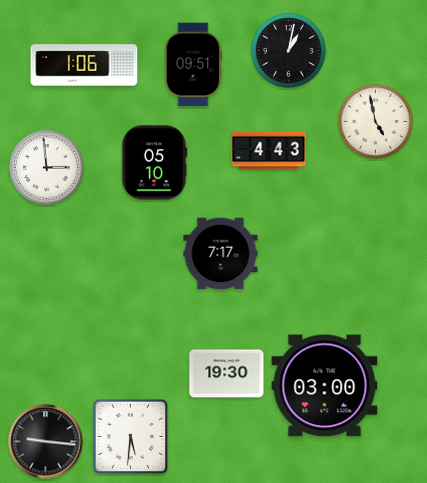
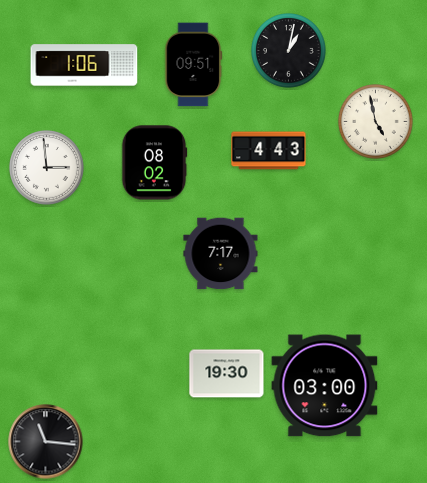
clock at (154, 163): 05:10 -> 08:02
clock at (131, 437): 5:31 -> none
clock at (46, 442): 9:16 -> 11:16
